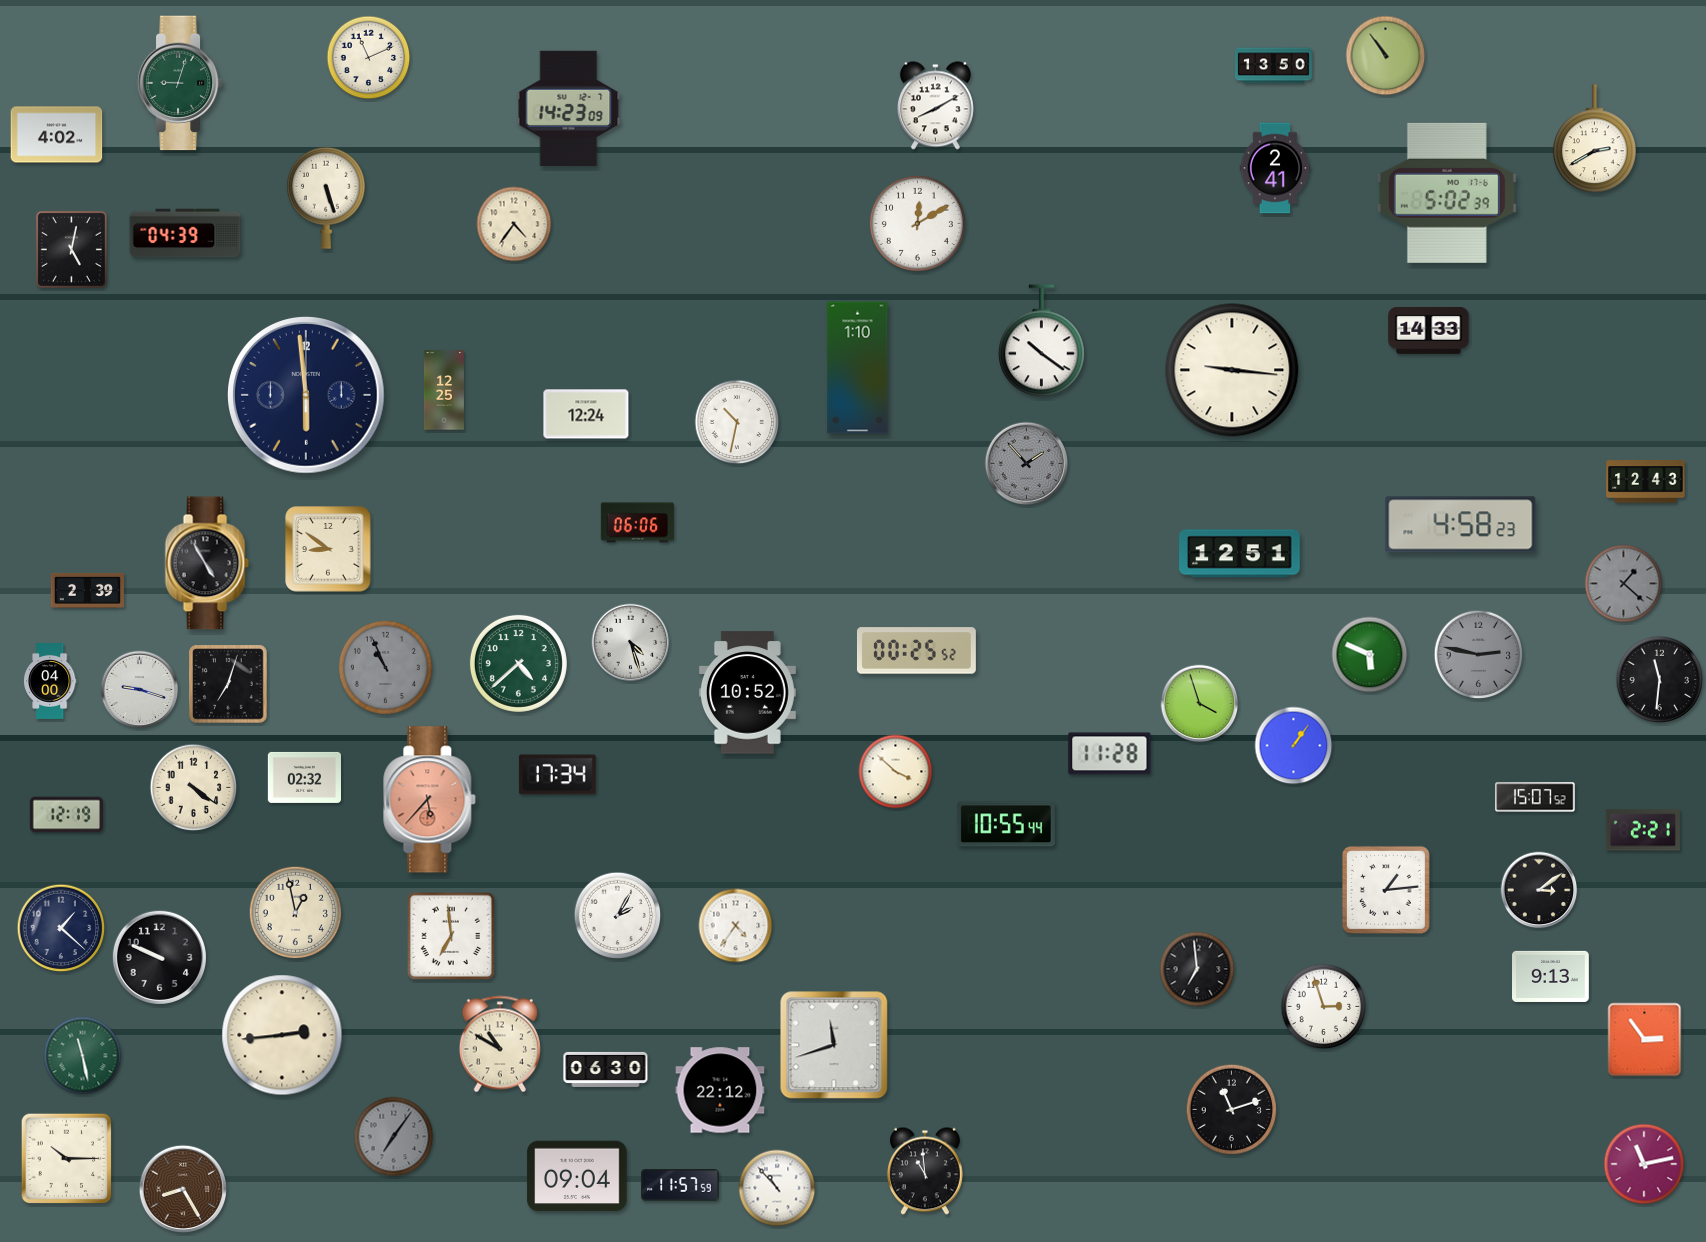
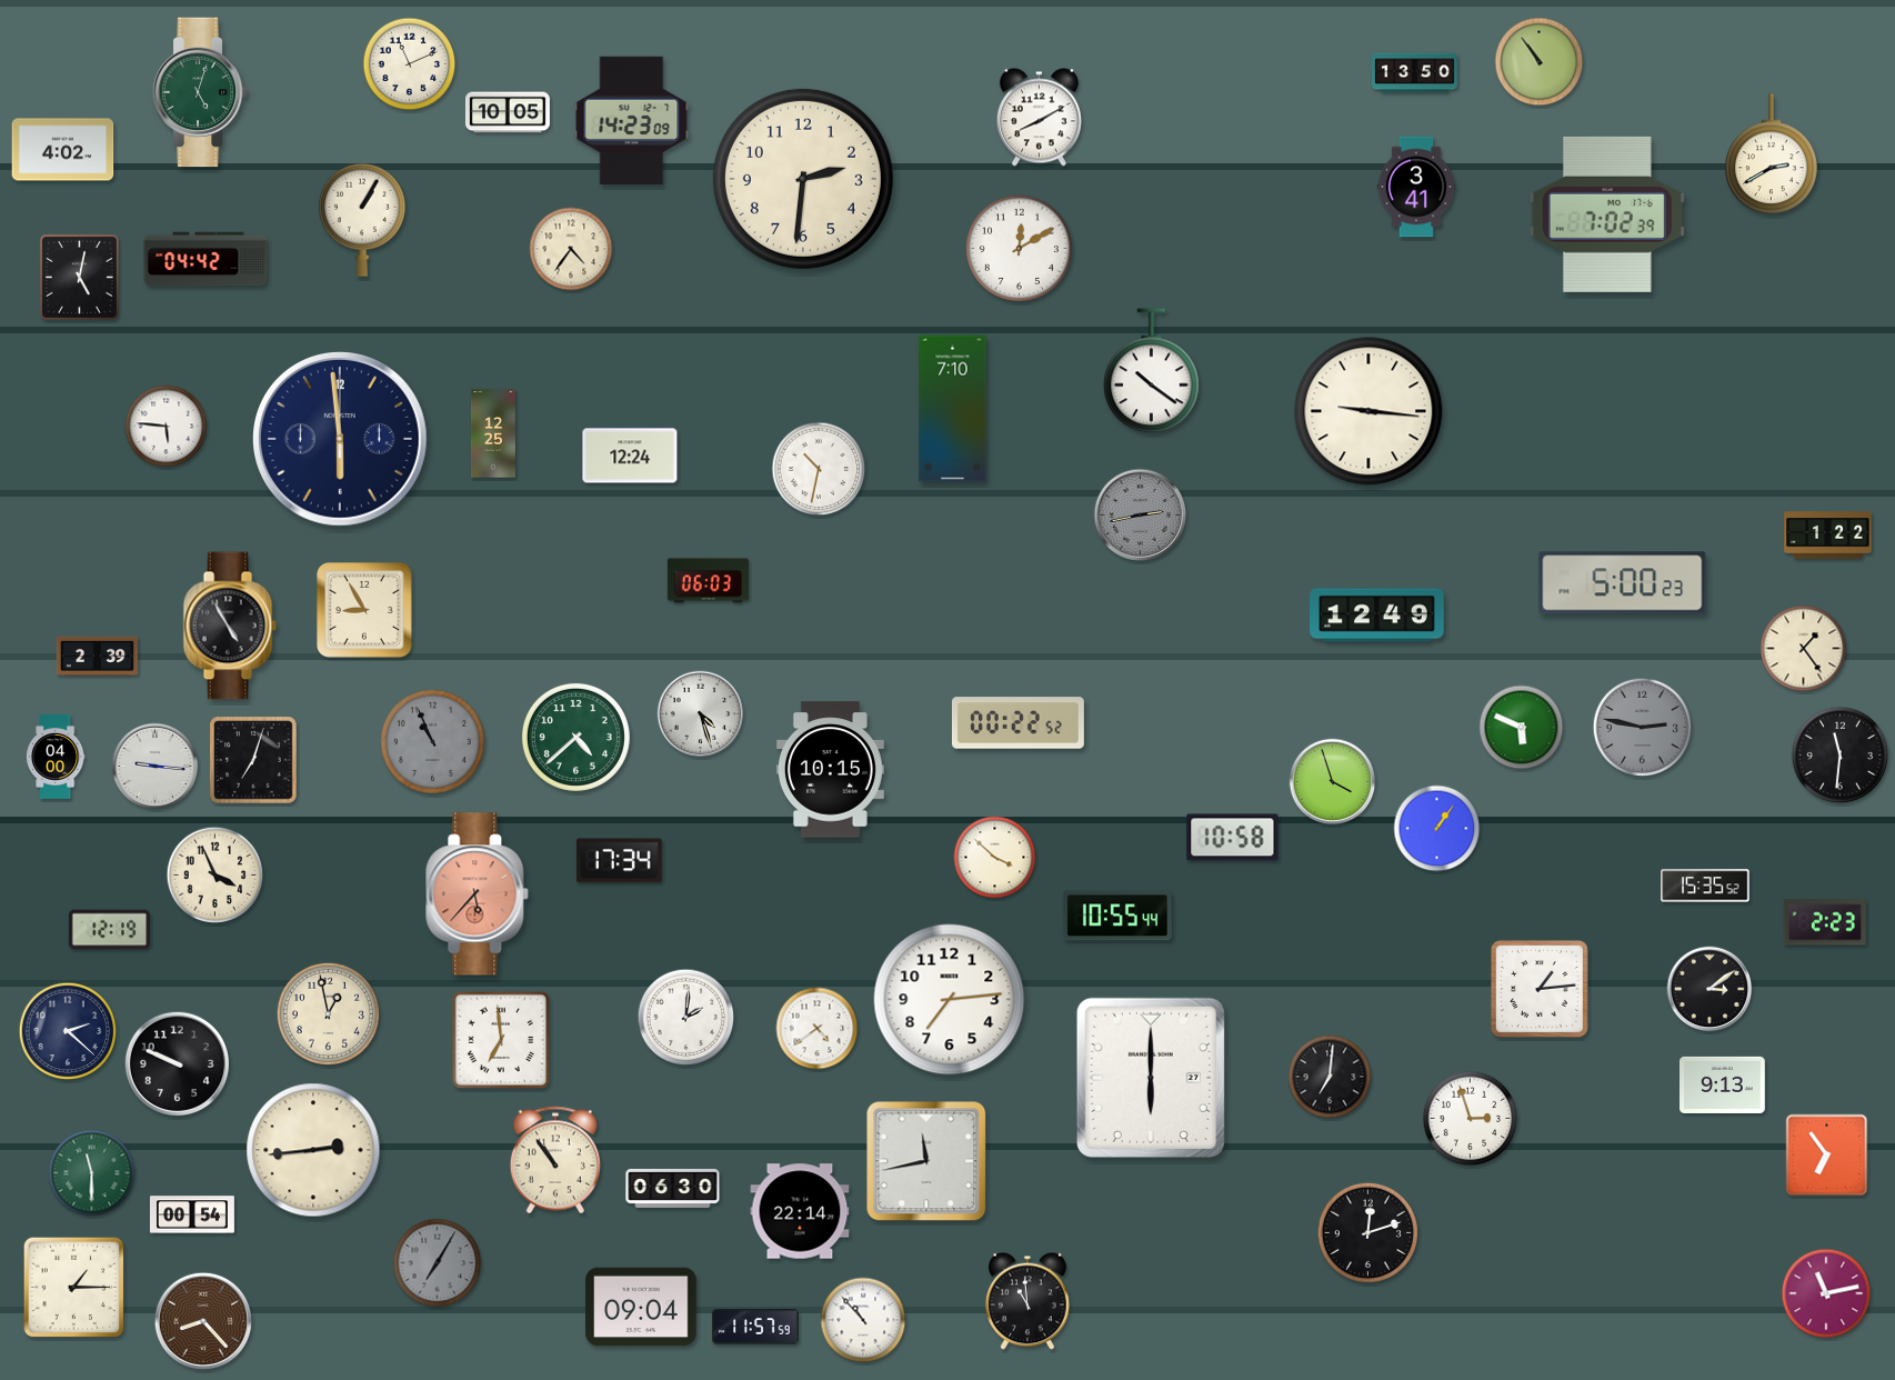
clock at (180, 83): 9:03 -> 5:03
clock at (508, 112): none -> 10:05
clock at (803, 179): none -> 2:31
clock at (1275, 168): 2:41 -> 3:41
clock at (1447, 193): 5:02 -> 7:02
clock at (326, 198): 5:27 -> 1:05
clock at (185, 233): 04:39 -> 04:42
clock at (1429, 331): 14:33 -> none
clock at (1042, 341) position: (1042, 341) -> (1152, 371)
clock at (858, 368): 1:10 -> 7:10
clock at (167, 427): none -> 5:46
clock at (586, 414) position: (586, 414) -> (630, 456)
clock at (1027, 464): 1:53 -> 2:43
clock at (1646, 482): 12:43 -> 1:22
clock at (637, 523): 06:06 -> 06:03
clock at (1461, 525): 4:58 -> 5:00
clock at (328, 549): 8:51 -> 8:55
clock at (1240, 554): 12:51 -> 12:49
clock at (1624, 584): 1:22 -> 1:24
clock at (1624, 584) dial: grey -> cream
clock at (916, 651): 00:25 -> 00:22
clock at (385, 667) position: (385, 667) -> (432, 741)
clock at (1660, 680) position: (1660, 680) -> (1841, 756)
clock at (140, 690): 9:18 -> 9:16
clock at (747, 693): 10:52 -> 10:15
clock at (1110, 754): 11:28 -> 10:58
clock at (304, 777): 02:32 -> none
clock at (194, 788): 4:21 -> 3:56
clock at (1535, 797): 15:07 -> 15:35
clock at (430, 800) position: (430, 800) -> (478, 894)
clock at (66, 815) position: (66, 815) -> (109, 930)
clock at (1643, 830): 2:21 -> 2:23
clock at (950, 1000): none -> 7:14
clock at (618, 916): 2:05 -> 2:01
clock at (736, 926): 4:36 -> 4:39
clock at (61, 928): 1:22 -> 2:22
clock at (1197, 969): 6:59 -> 7:01
clock at (1151, 1078): none -> 6:00
clock at (1645, 1040): 2:54 -> 6:54
clock at (500, 1044): 10:50 -> 10:54
clock at (834, 1045): 11:42 -> 11:43
clock at (83, 1056): 11:28 -> 11:30
clock at (720, 1090): 22:12 -> 22:14
clock at (192, 1214): none -> 00:54
clock at (1231, 1109): 11:12 -> 12:12
clock at (394, 1137): 7:06 -> 7:05
clock at (67, 1159): 10:15 -> 1:15
clock at (680, 1185) position: (680, 1185) -> (755, 1327)
clock at (183, 1189): 8:25 -> 8:23
